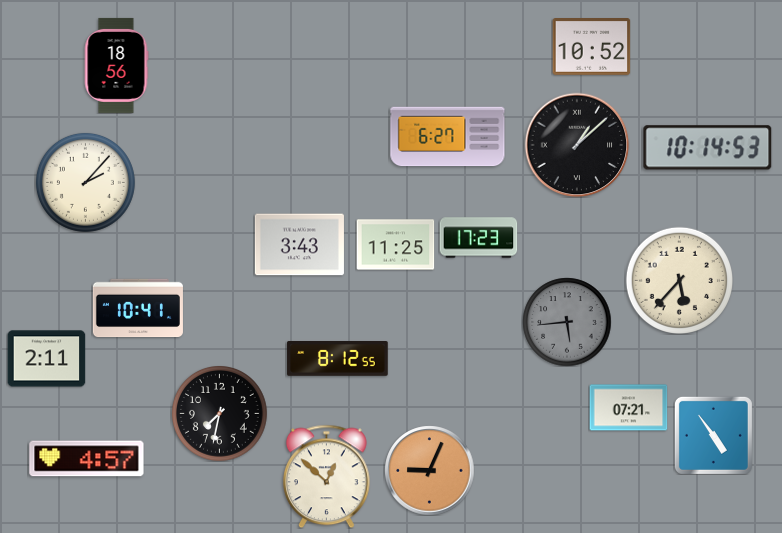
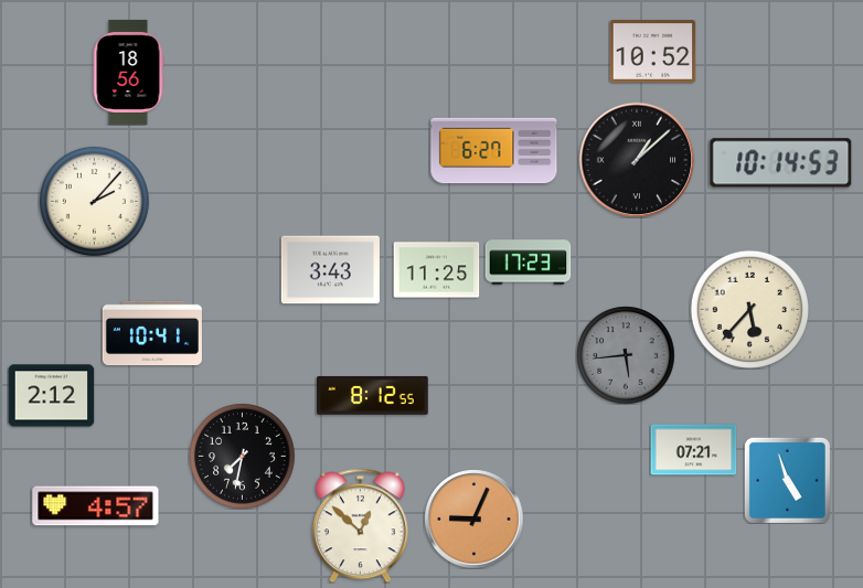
clock at (138, 308) position: (138, 308) -> (152, 333)
clock at (46, 359): 2:11 -> 2:12
clock at (713, 435): 4:54 -> 4:57
